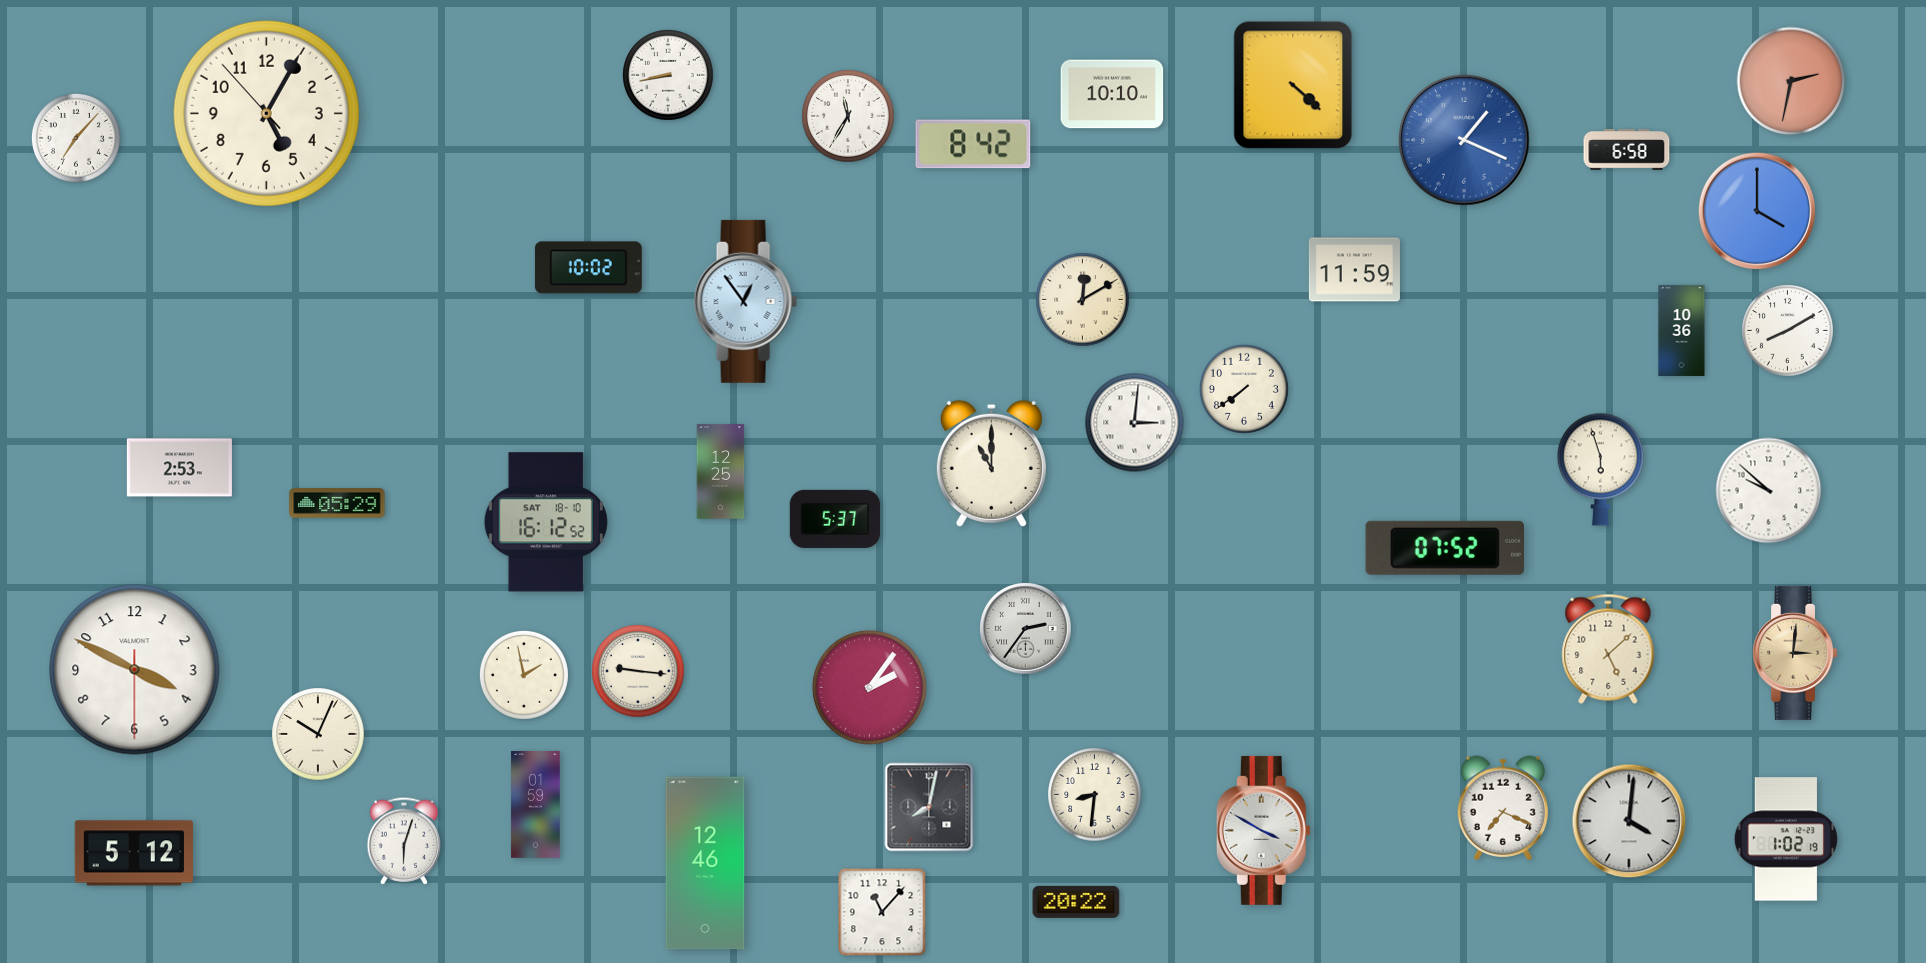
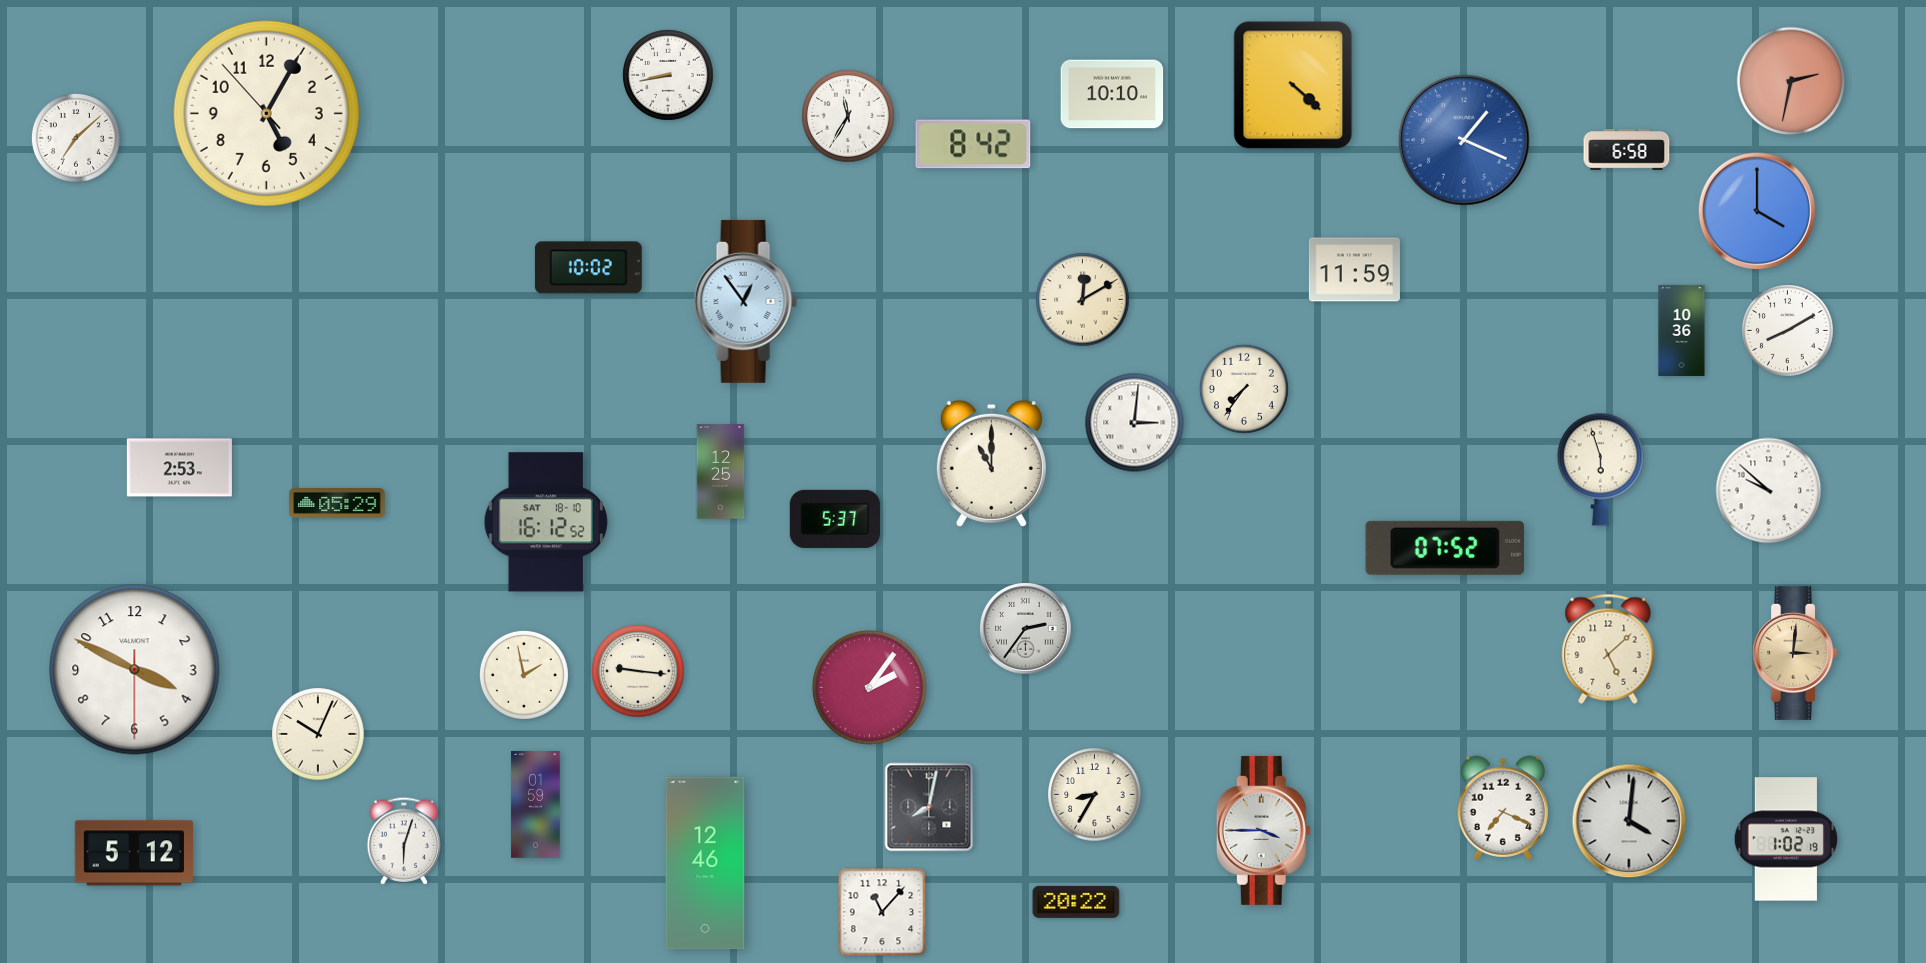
clock at (76, 138): 7:07 -> 7:08
clock at (1244, 389): 7:39 -> 7:36
clock at (1095, 795): 8:31 -> 8:35
clock at (1263, 830): 3:50 -> 3:45
